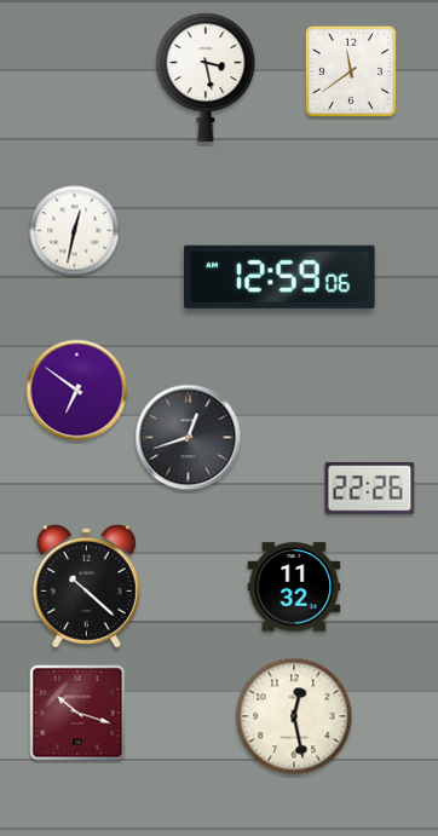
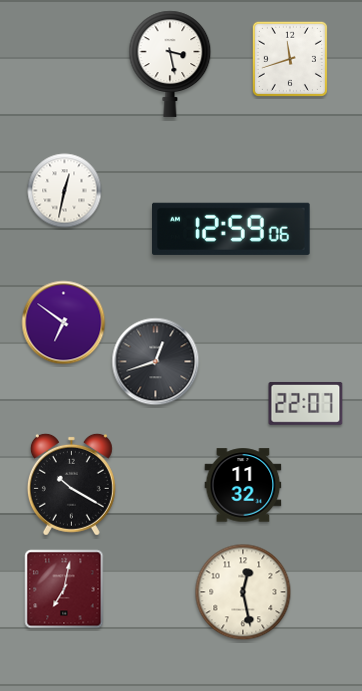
clock at (351, 71): 11:39 -> 11:42
clock at (75, 231) position: (75, 231) -> (65, 191)
clock at (370, 489): 22:26 -> 22:07
clock at (86, 586): 10:22 -> 10:20
clock at (77, 713): 10:18 -> 7:02
